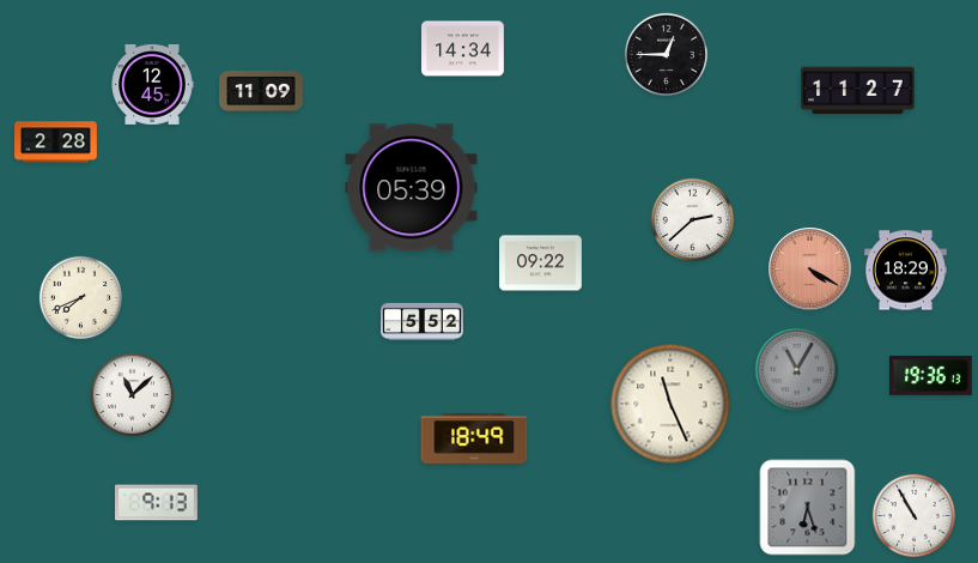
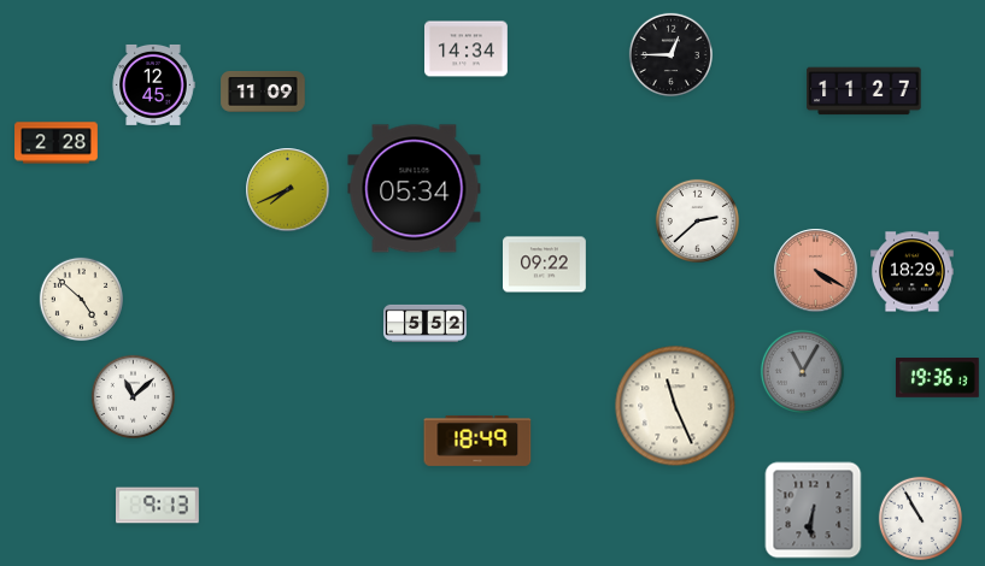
clock at (412, 188): 05:39 -> 05:34
clock at (288, 190): none -> 7:41
clock at (80, 297): 7:41 -> 4:52
clock at (808, 508): 6:27 -> 6:31
